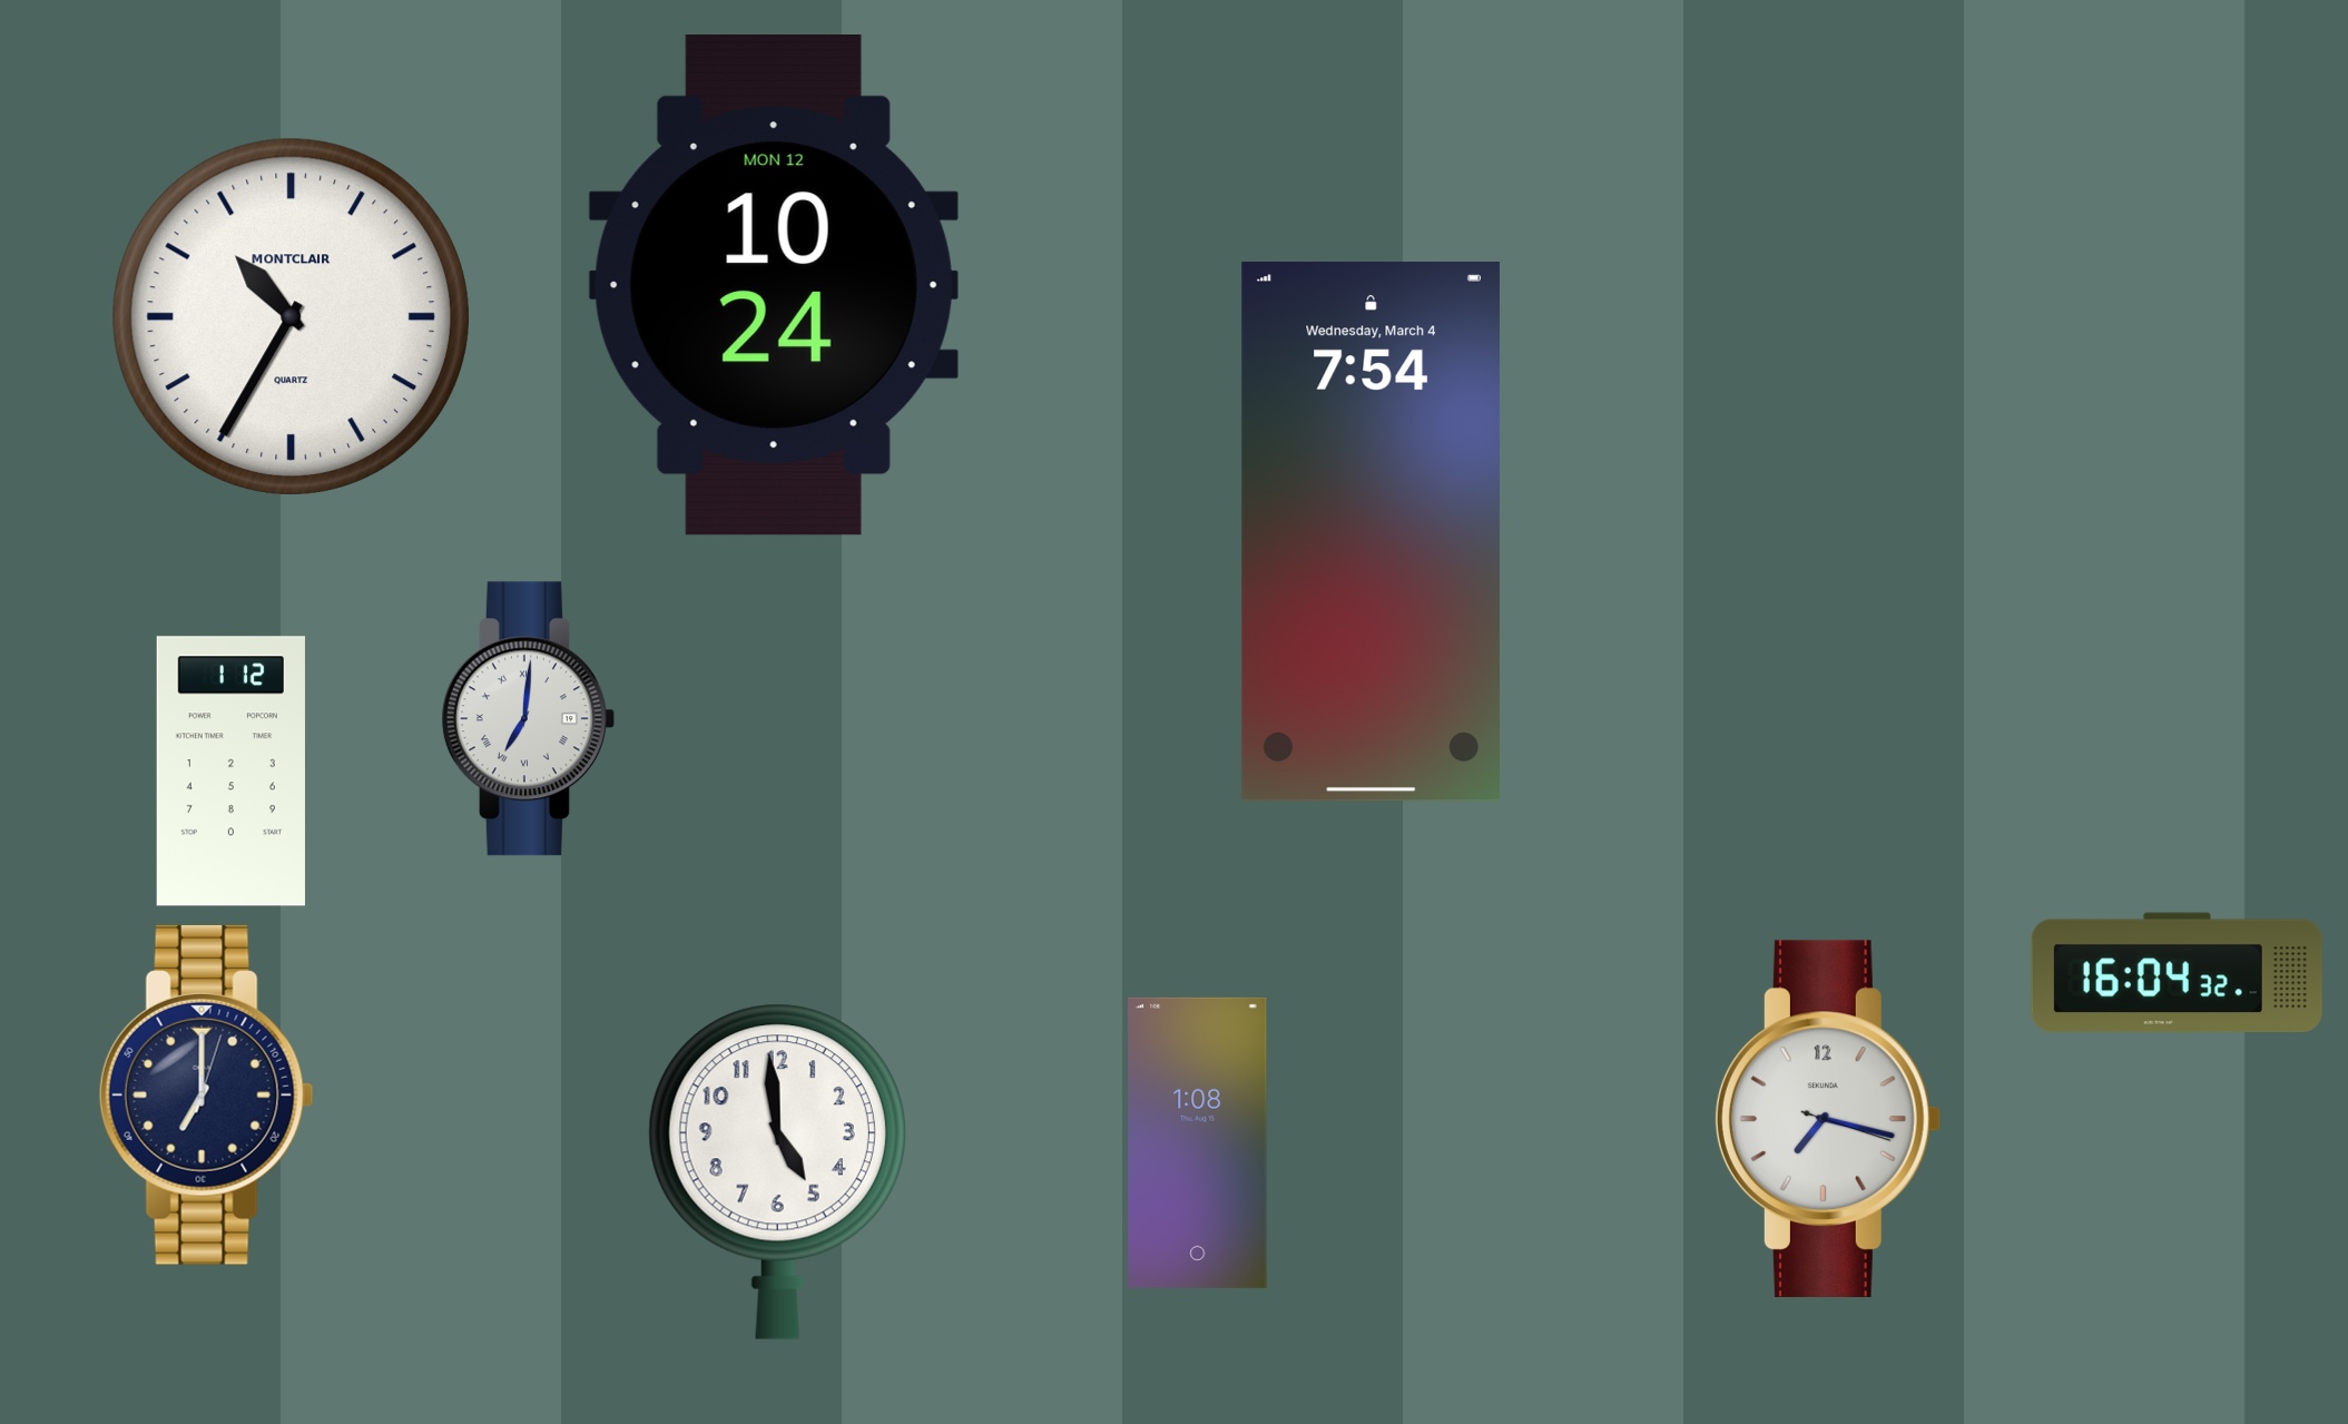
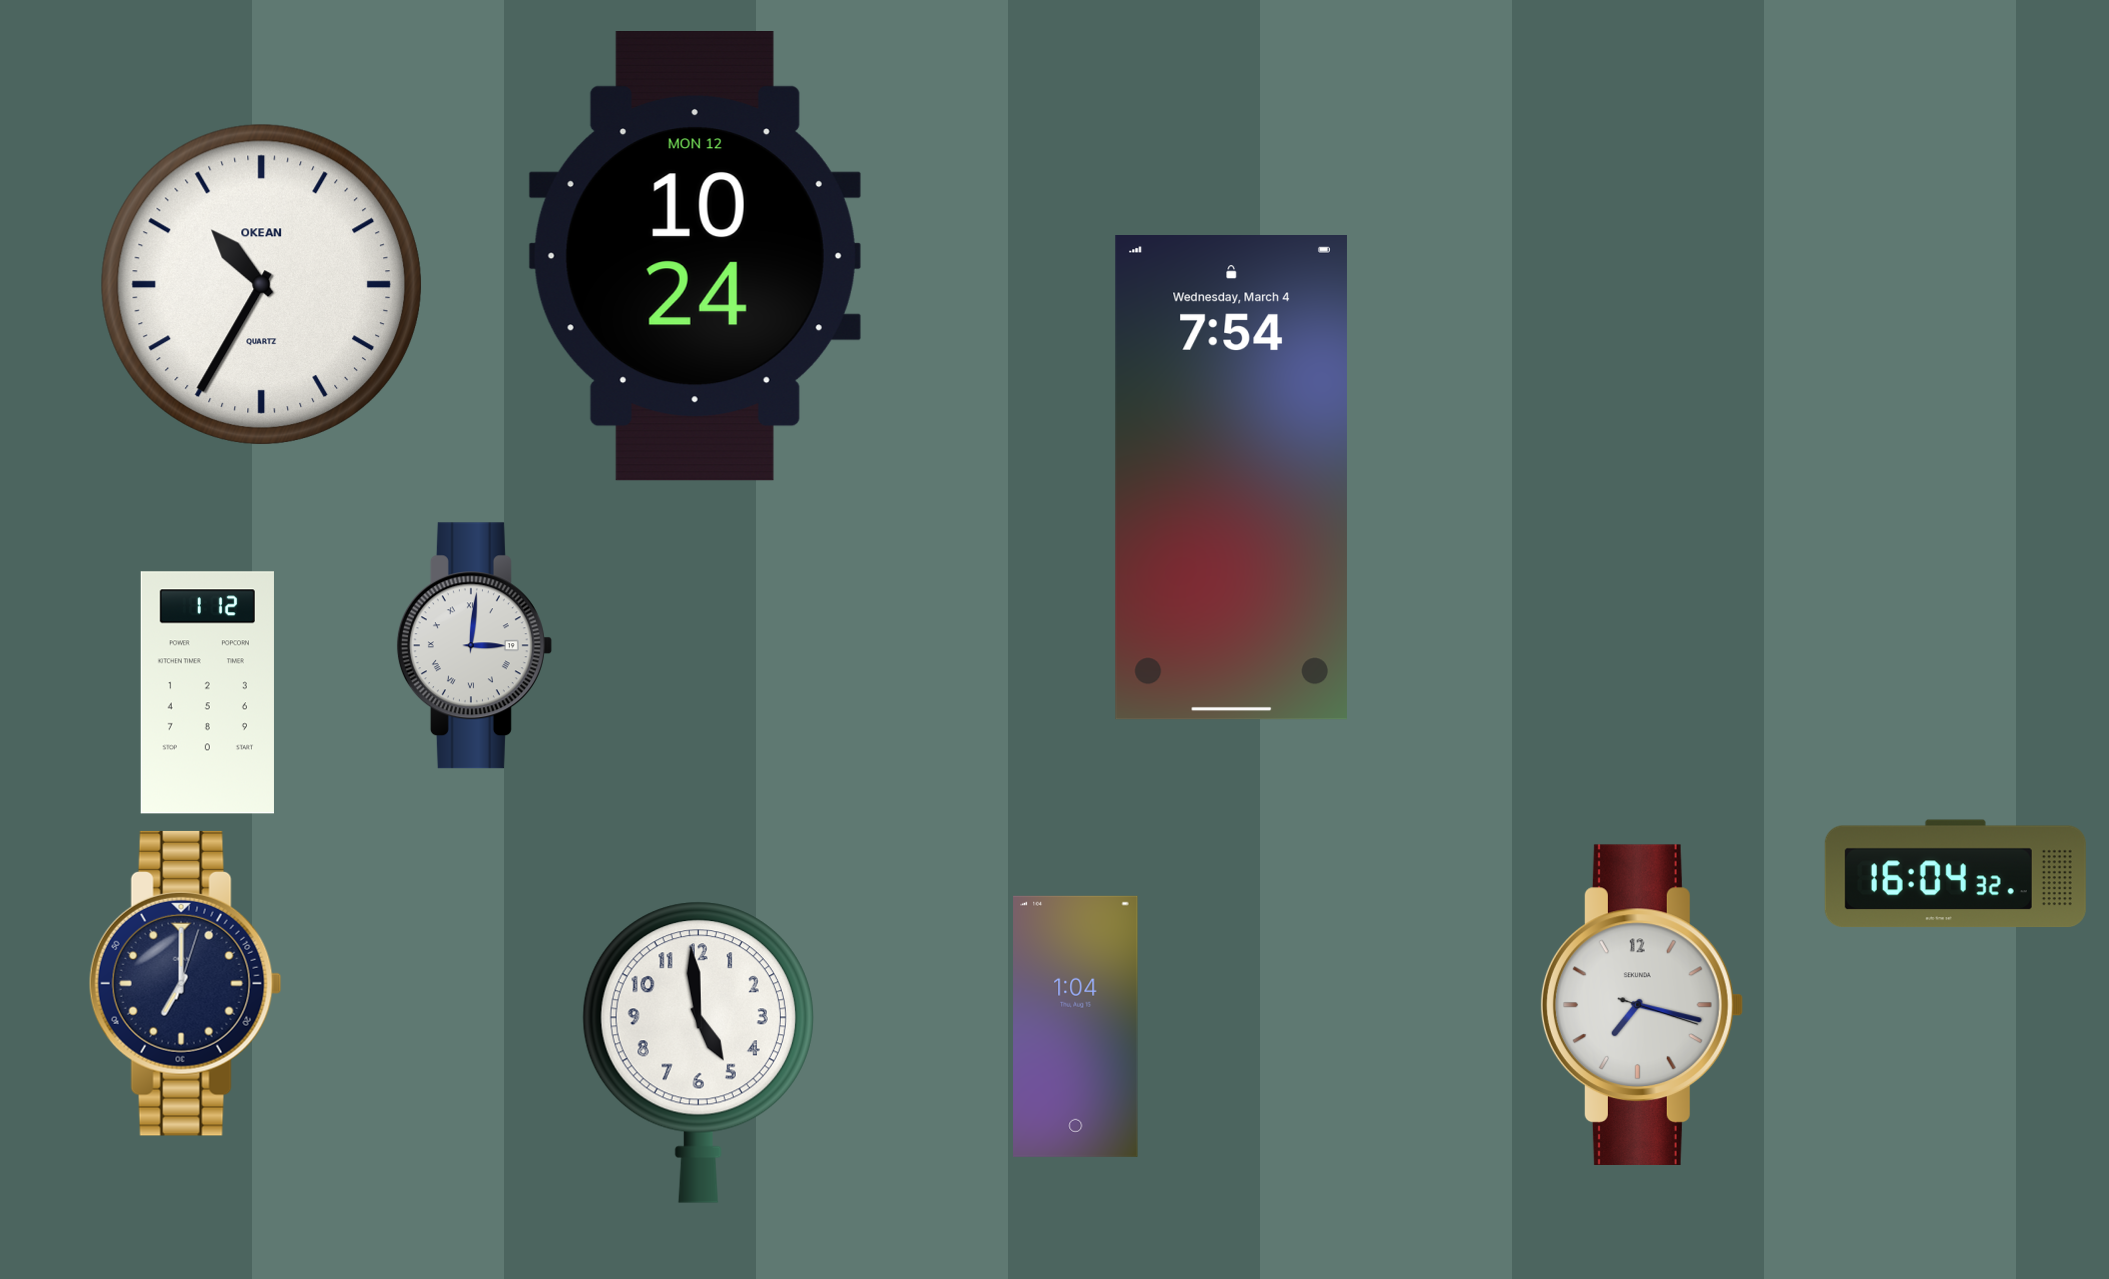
clock at (291, 316) brand: MONTCLAIR -> OKEAN
clock at (528, 719): 7:01 -> 3:01
clock at (1198, 1142): 1:08 -> 1:04
